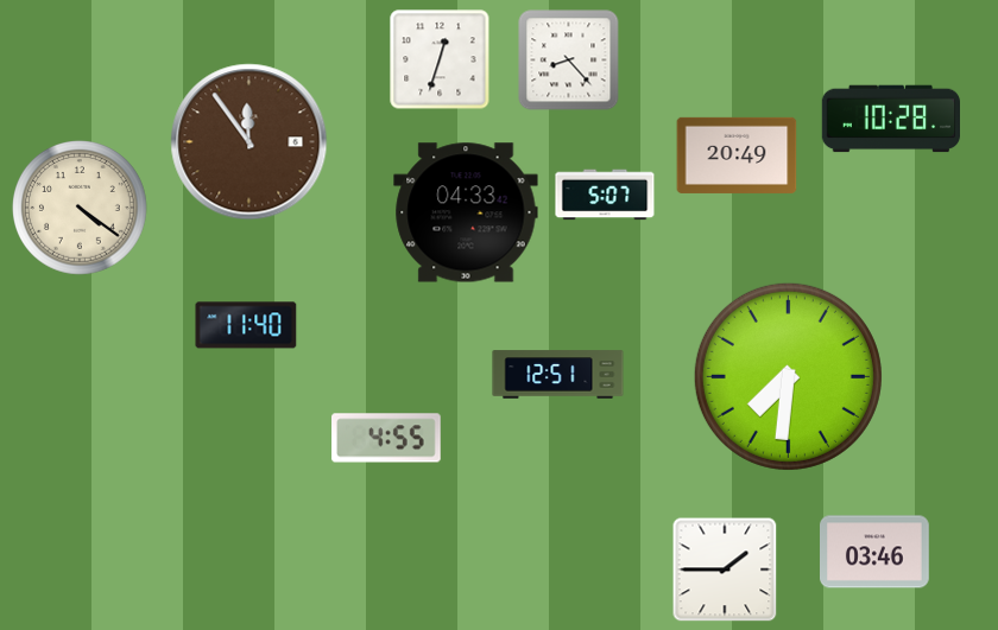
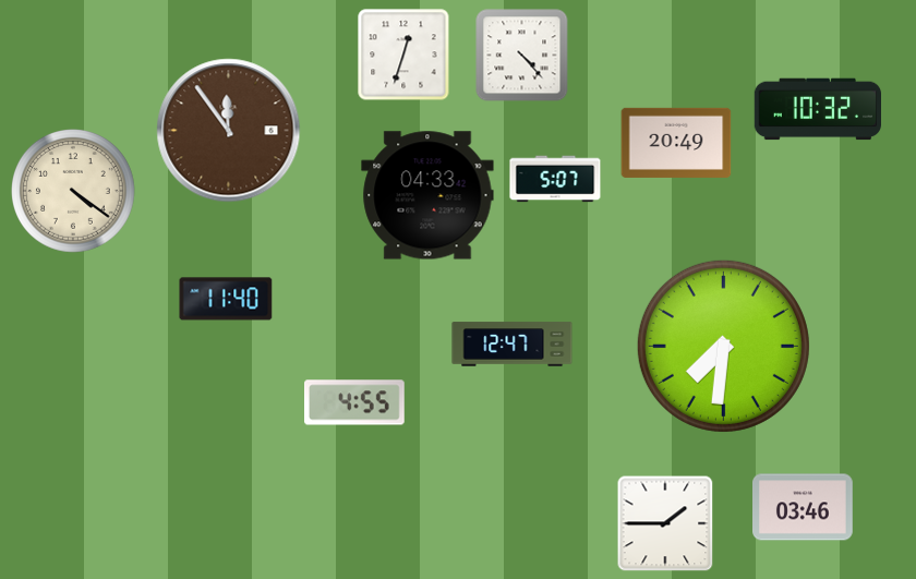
clock at (569, 61): 8:23 -> 4:23
clock at (891, 119): 10:28 -> 10:32
clock at (558, 375): 12:51 -> 12:47
